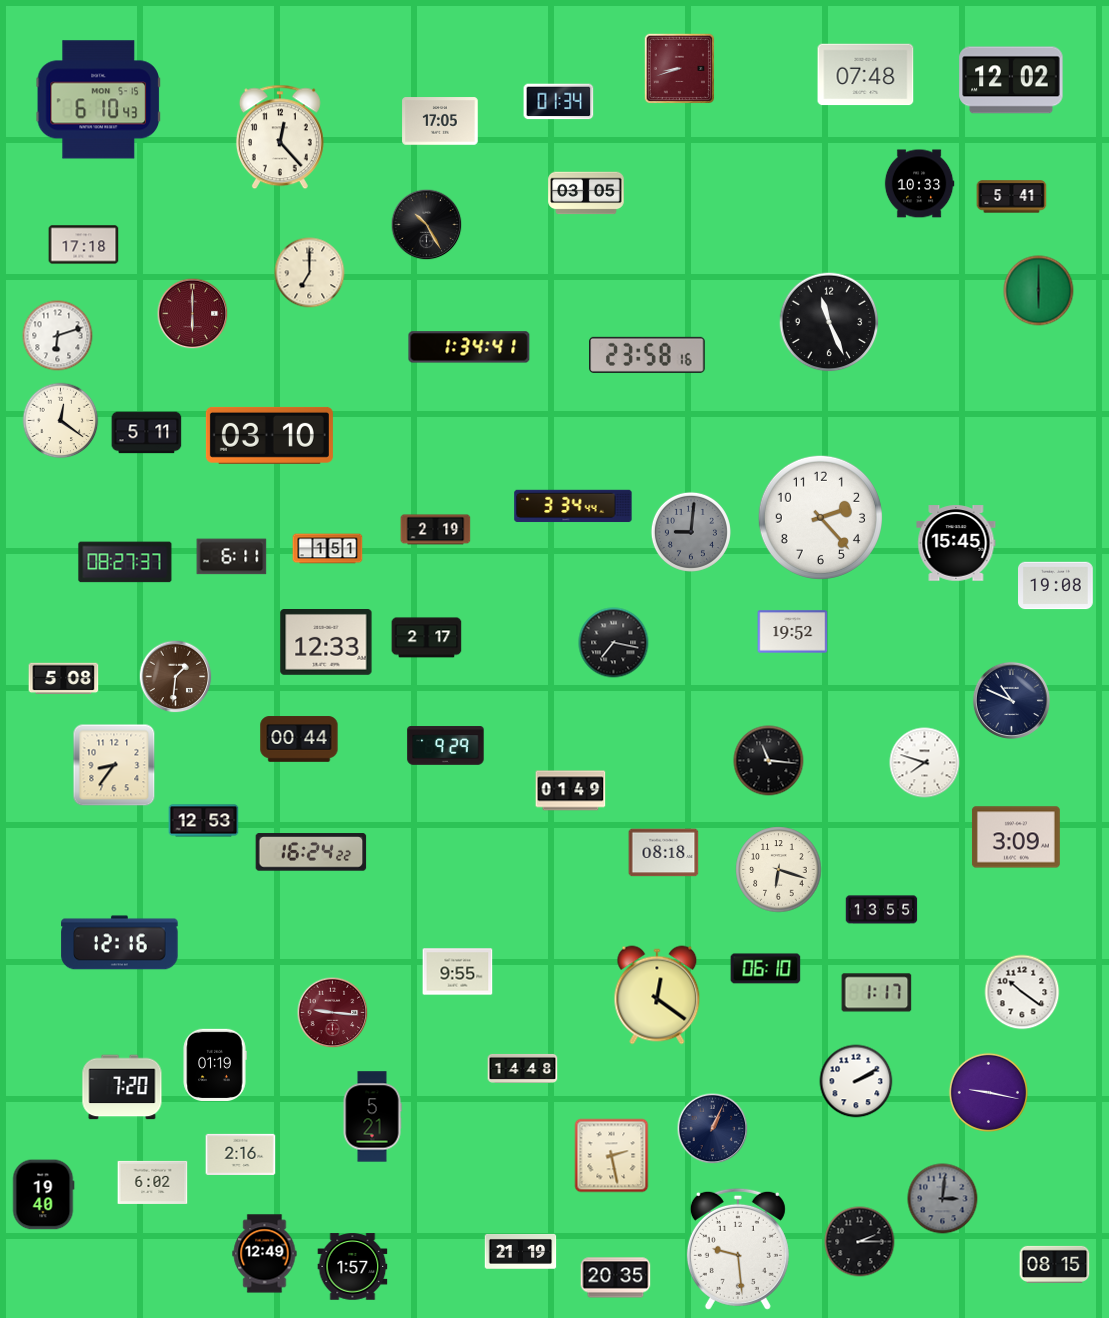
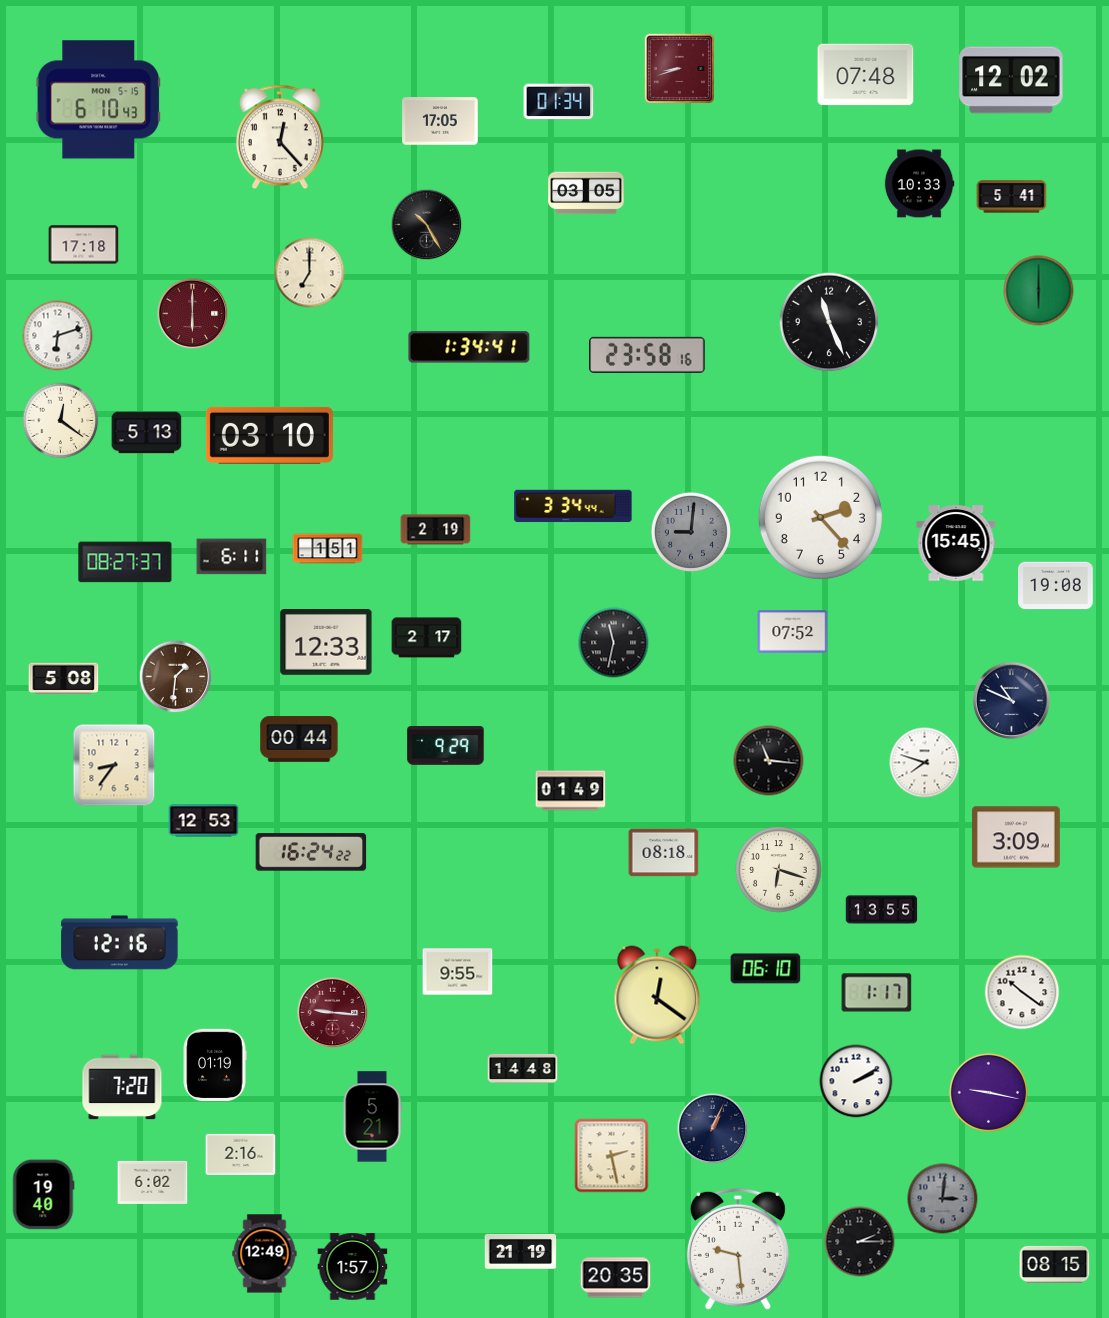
clock at (147, 433): 5:11 -> 5:13
clock at (793, 632): 19:52 -> 07:52
clock at (614, 643): 7:17 -> 11:32
